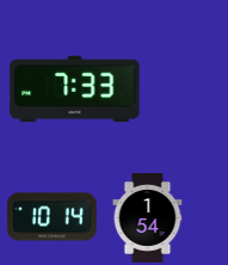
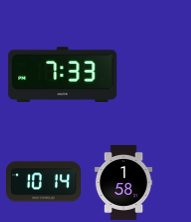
clock at (148, 218): 1:54 -> 1:58
